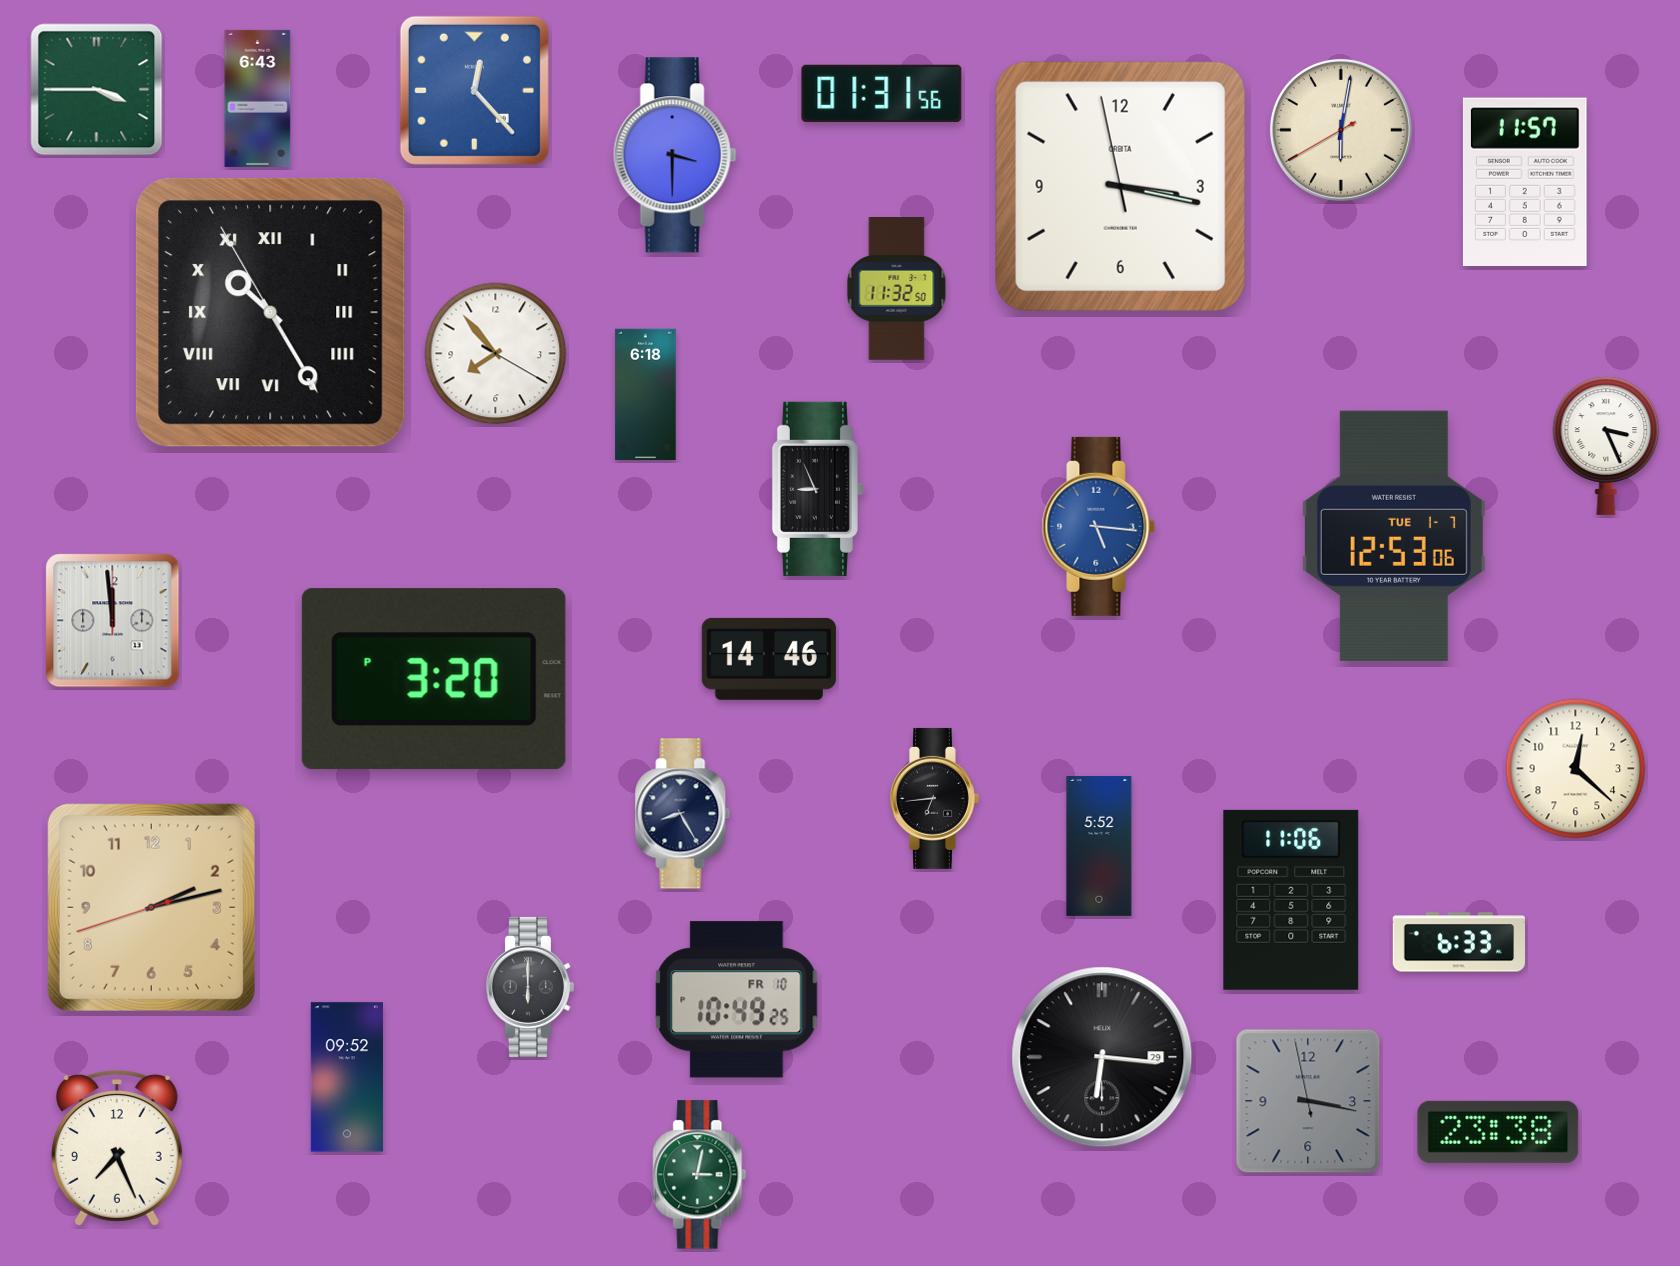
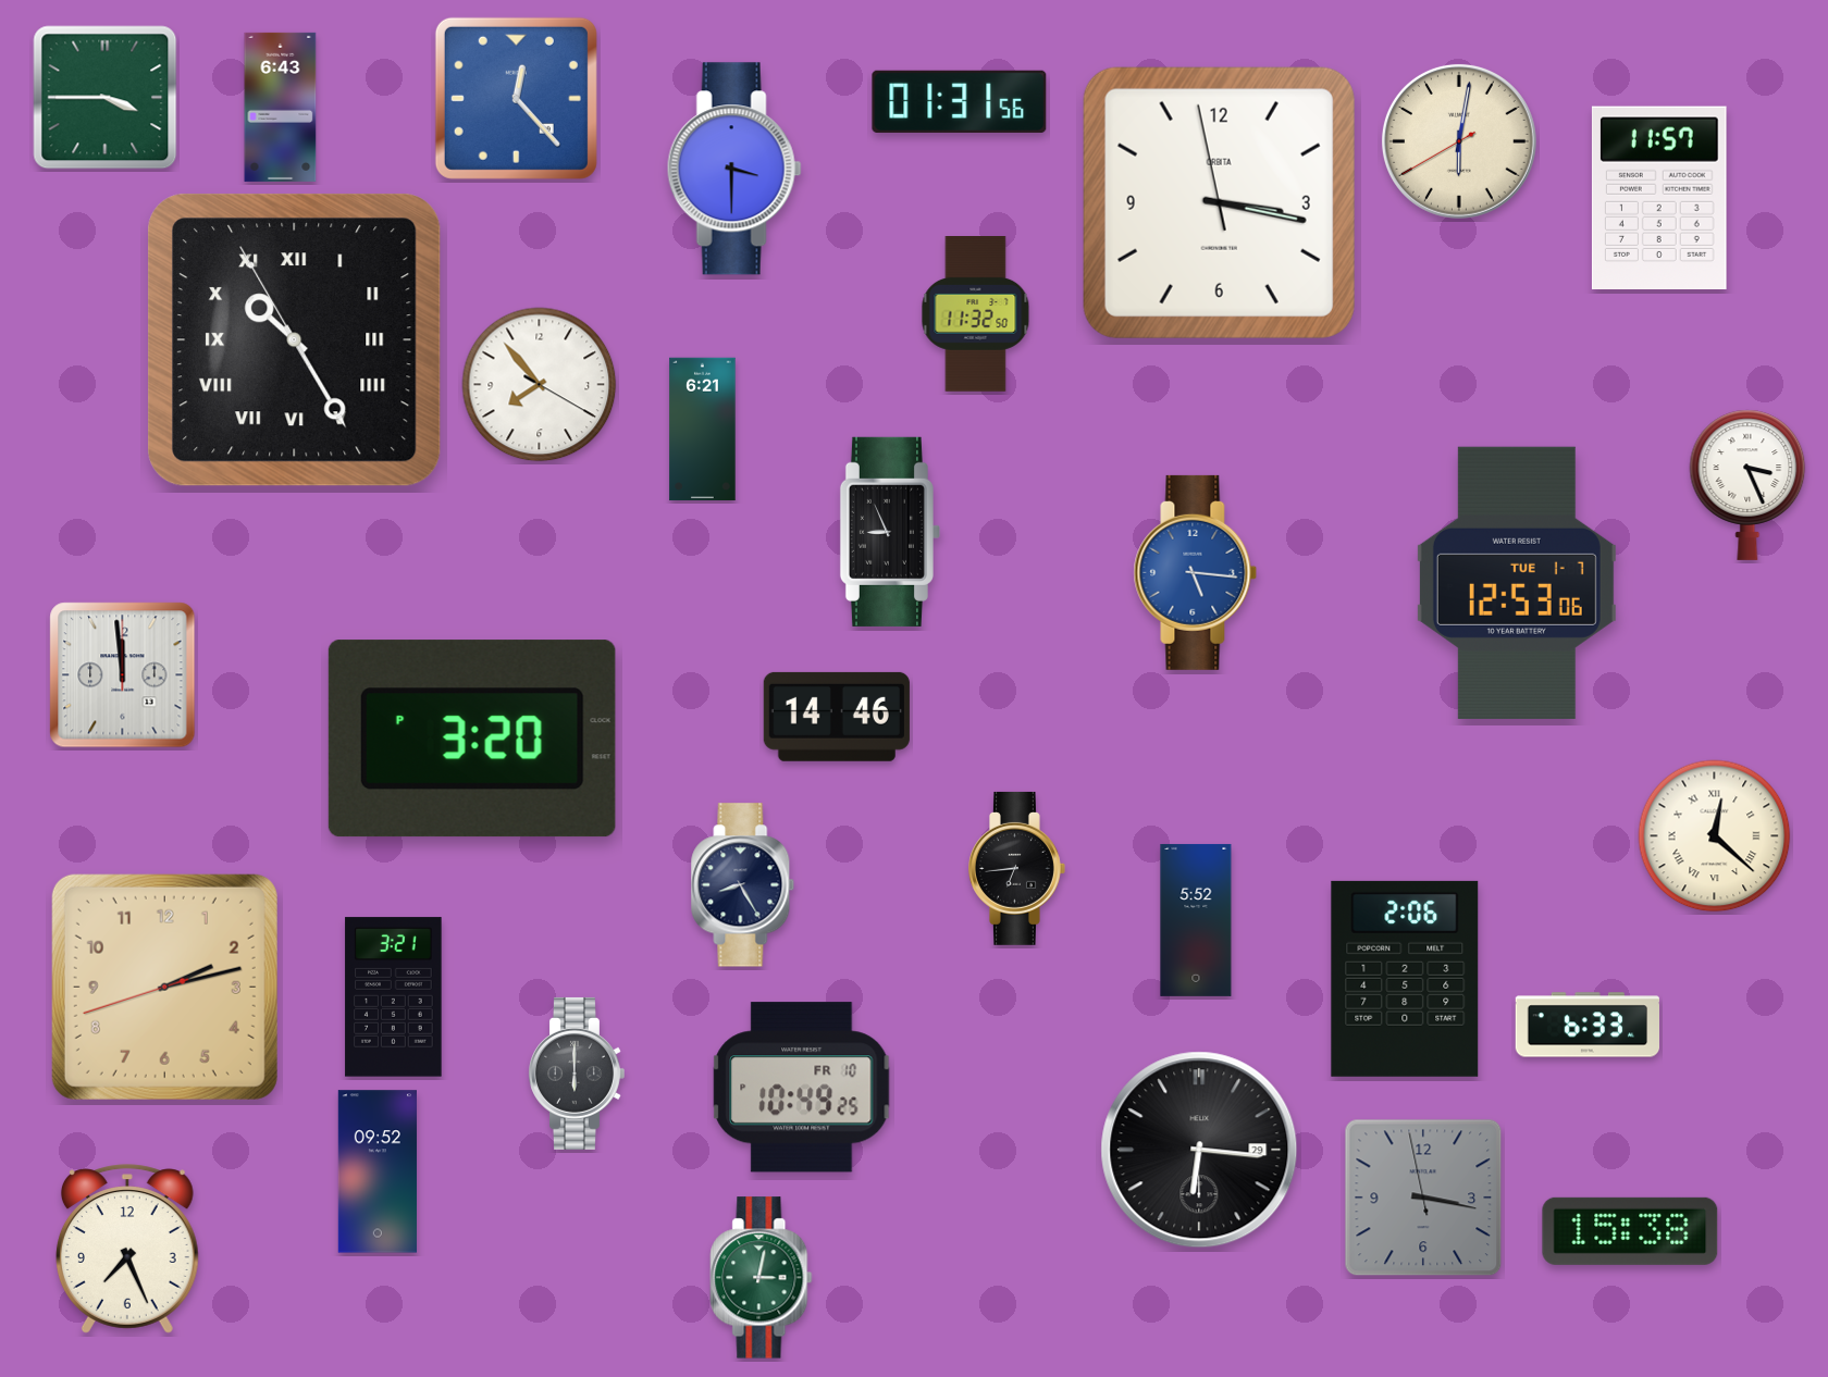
clock at (646, 395): 6:18 -> 6:21
clock at (1576, 769) numerals: Arabic -> Roman
clock at (1291, 900): 11:06 -> 2:06
clock at (394, 997): none -> 3:21
clock at (1498, 1132): 23:38 -> 15:38
